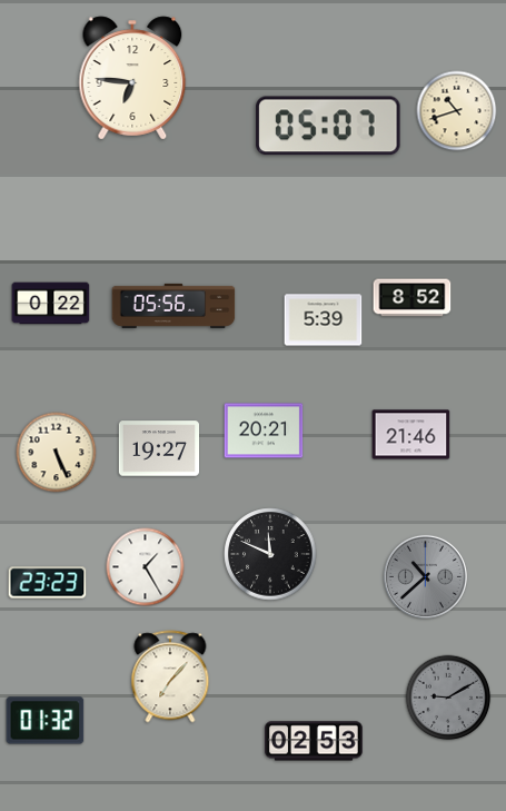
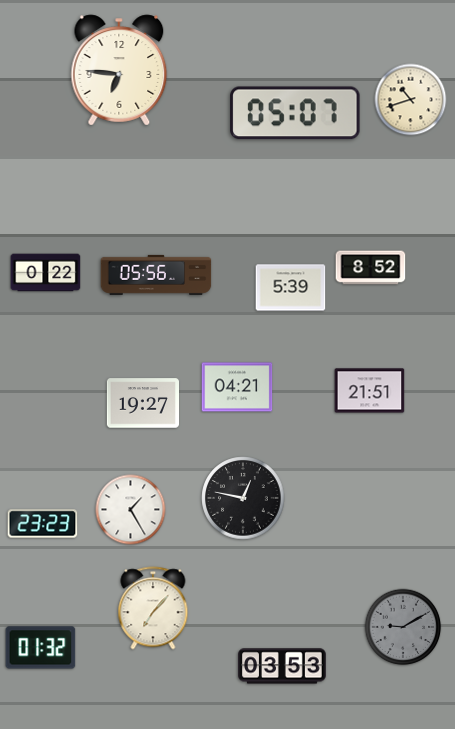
clock at (264, 431): 20:21 -> 04:21
clock at (411, 435): 21:46 -> 21:51
clock at (57, 453): 5:26 -> none
clock at (270, 554): 11:49 -> 12:47
clock at (425, 576): 10:38 -> none
clock at (314, 741): 02:53 -> 03:53
